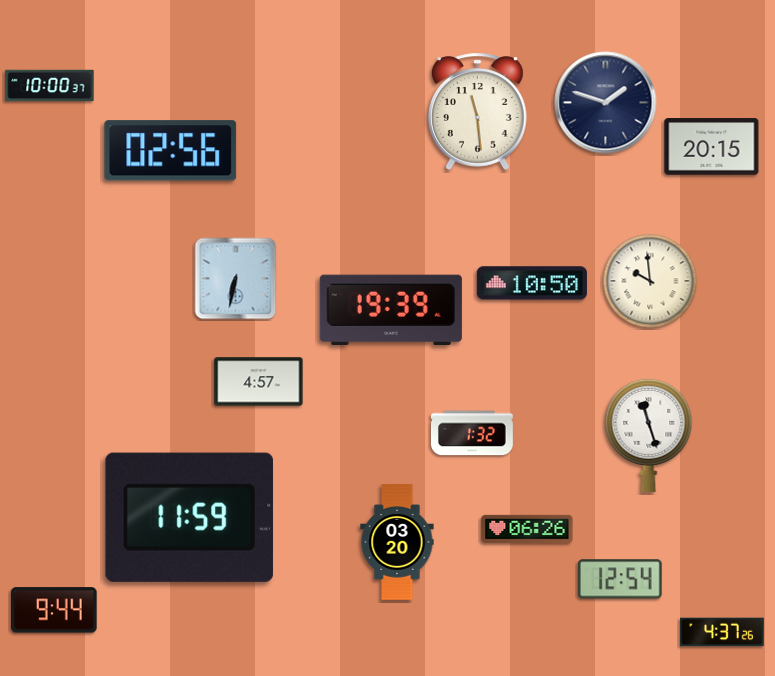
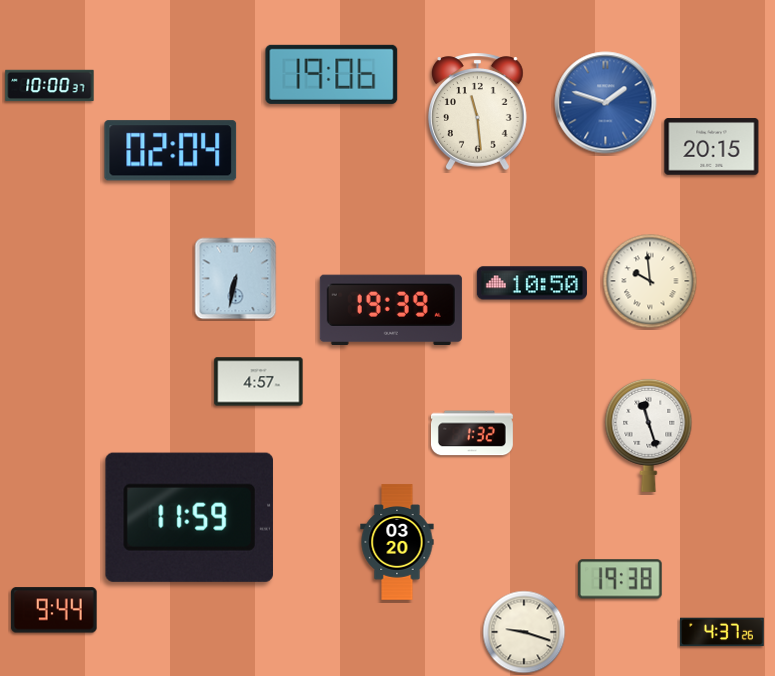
clock at (332, 74): none -> 19:06
clock at (606, 103) dial: navy -> blue
clock at (171, 151): 02:56 -> 02:04
clock at (527, 529): 06:26 -> none
clock at (620, 579): 12:54 -> 19:38
clock at (524, 632): none -> 9:18
